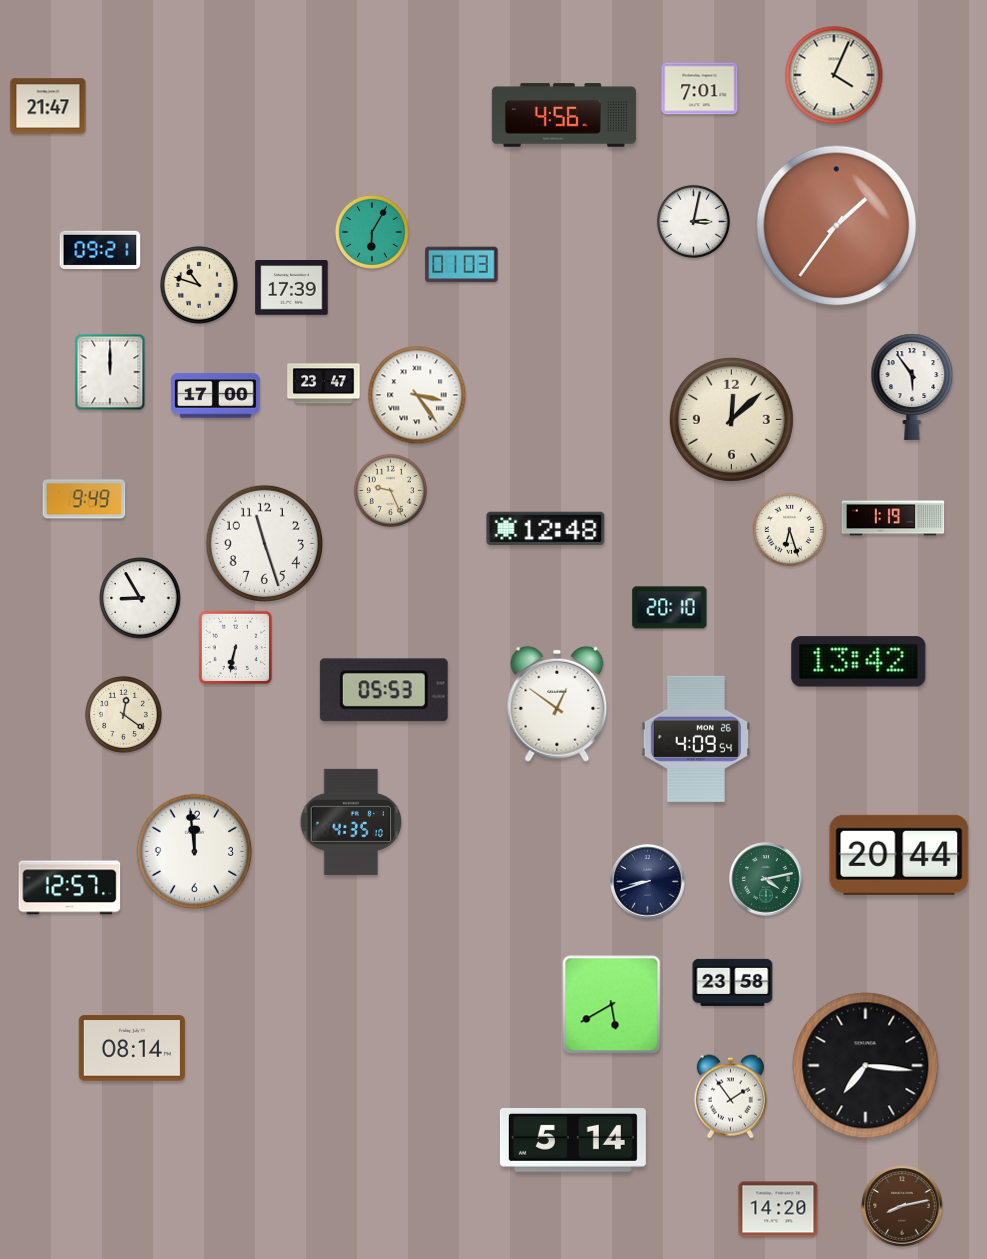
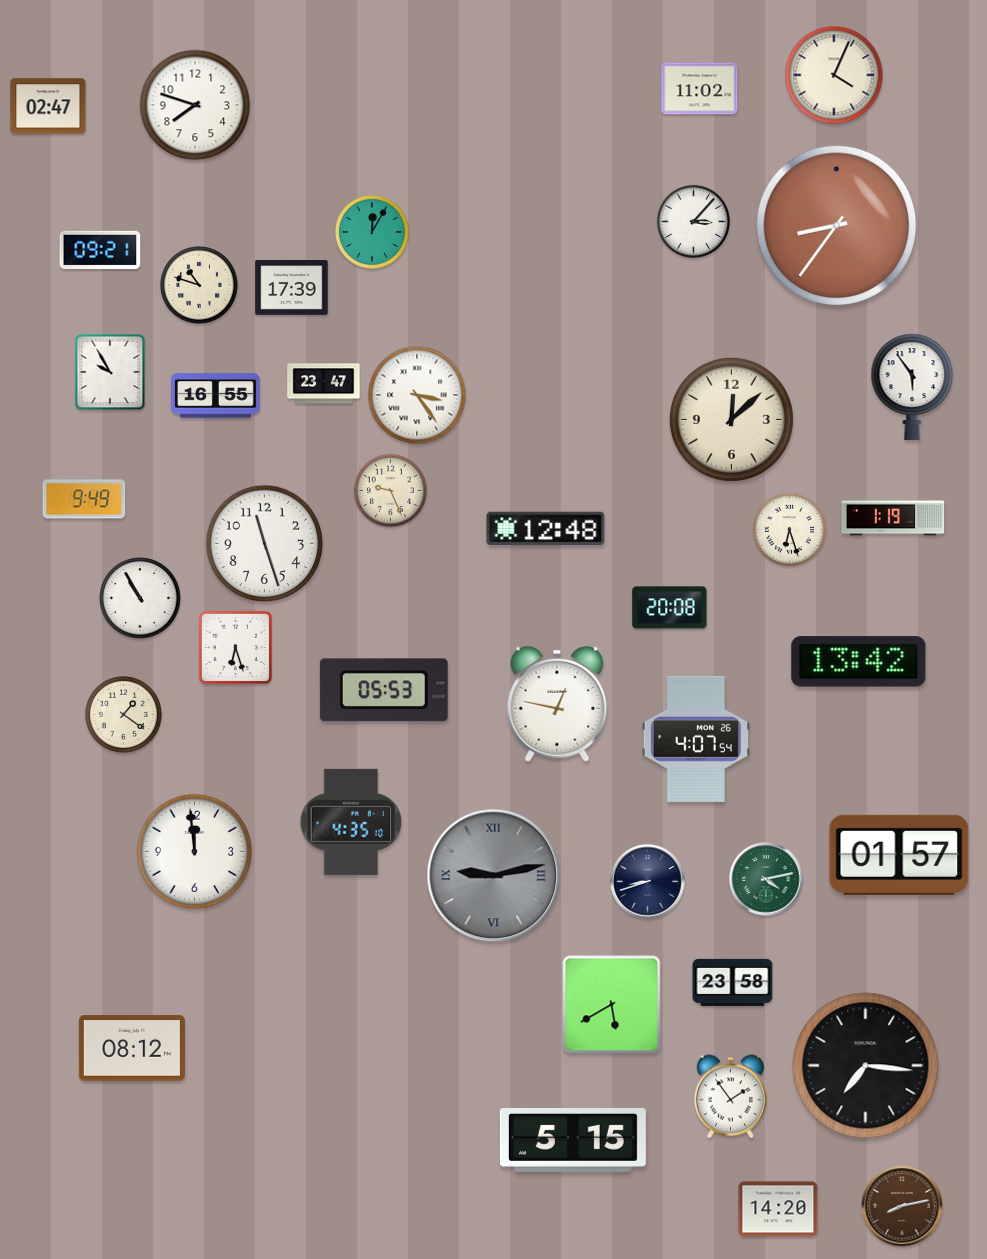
clock at (700, 89): 7:01 -> 11:02
clock at (195, 105): none -> 7:48
clock at (48, 106): 21:47 -> 02:47
clock at (564, 115): 4:56 -> none
clock at (693, 221): 3:02 -> 3:07
clock at (837, 226): 1:36 -> 8:36
clock at (372, 232): 6:05 -> 12:05
clock at (462, 265): 01:03 -> none
clock at (110, 372): 12:00 -> 9:55
clock at (216, 396): 17:00 -> 16:55
clock at (140, 598): 8:55 -> 10:55
clock at (670, 608): 20:10 -> 20:08
clock at (235, 647): 6:32 -> 6:27
clock at (557, 704): 12:51 -> 12:47
clock at (123, 714): 12:21 -> 1:21
clock at (695, 739): 4:09 -> 4:07
clock at (899, 855): 20:44 -> 01:57
clock at (494, 876): none -> 9:13
clock at (70, 888): 12:57 -> none
clock at (132, 1048): 08:14 -> 08:12
clock at (573, 1141): 5:14 -> 5:15
